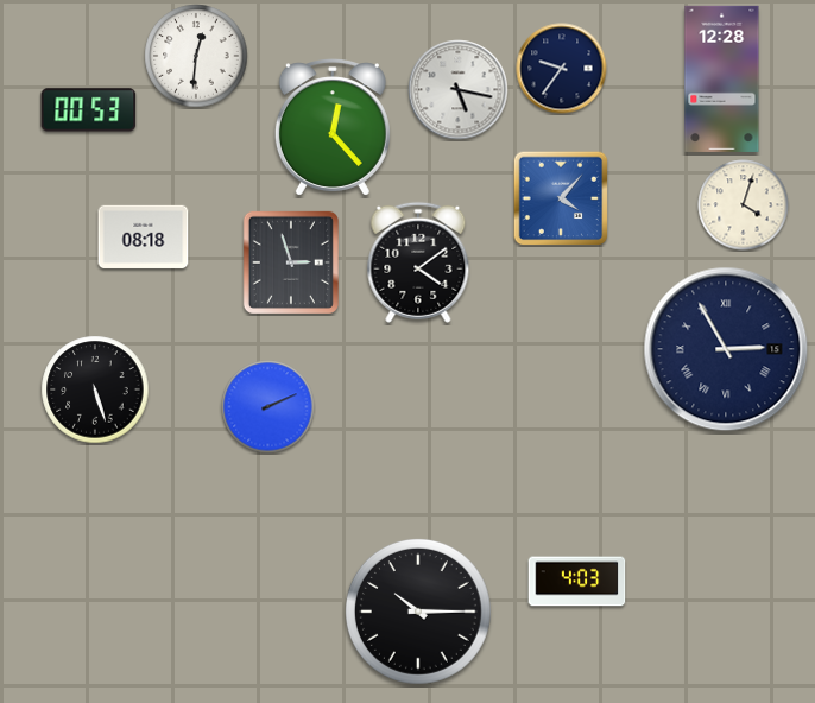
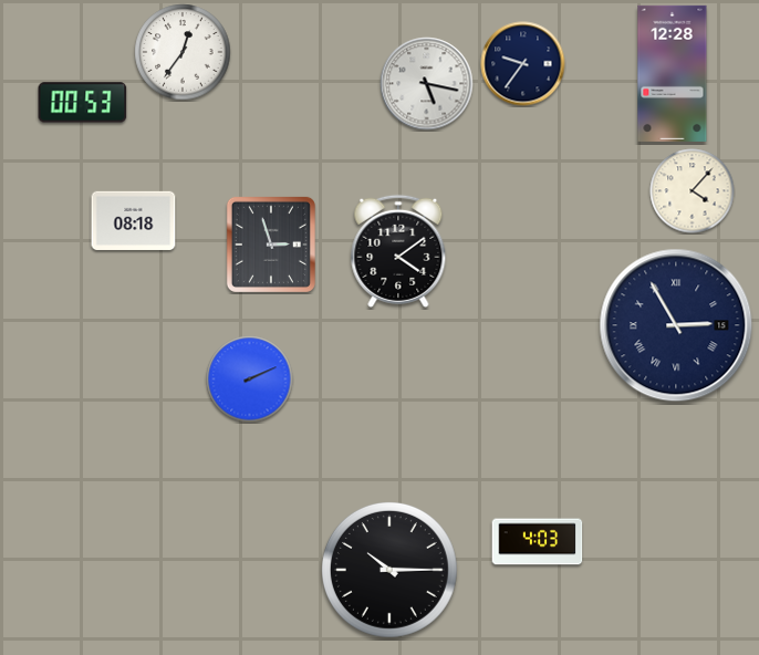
clock at (196, 56): 12:31 -> 12:36
clock at (333, 127): 12:23 -> none
clock at (561, 198): 4:07 -> none
clock at (744, 205): 4:03 -> 4:07
clock at (418, 262) position: (418, 262) -> (398, 251)
clock at (95, 389): 5:27 -> none
